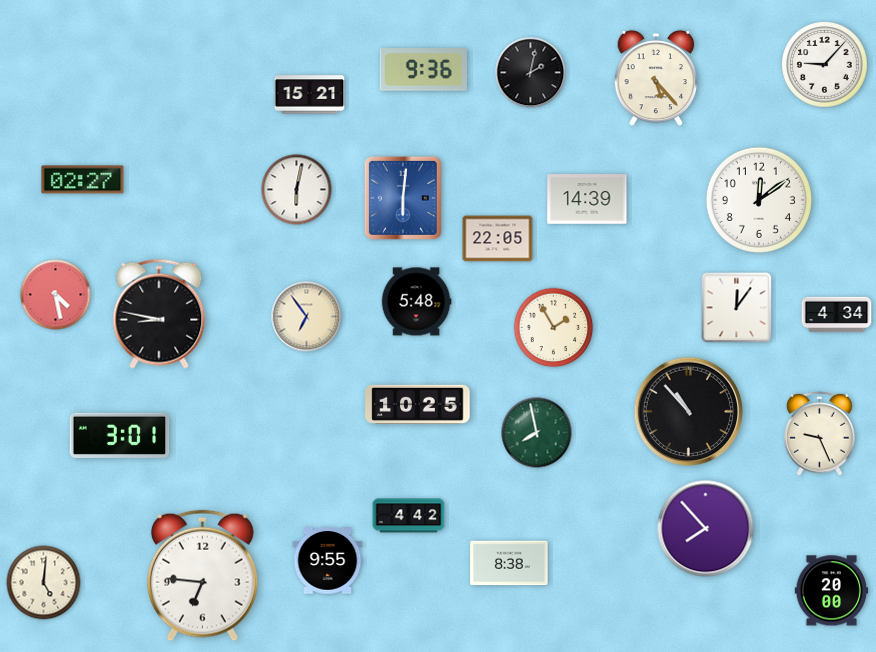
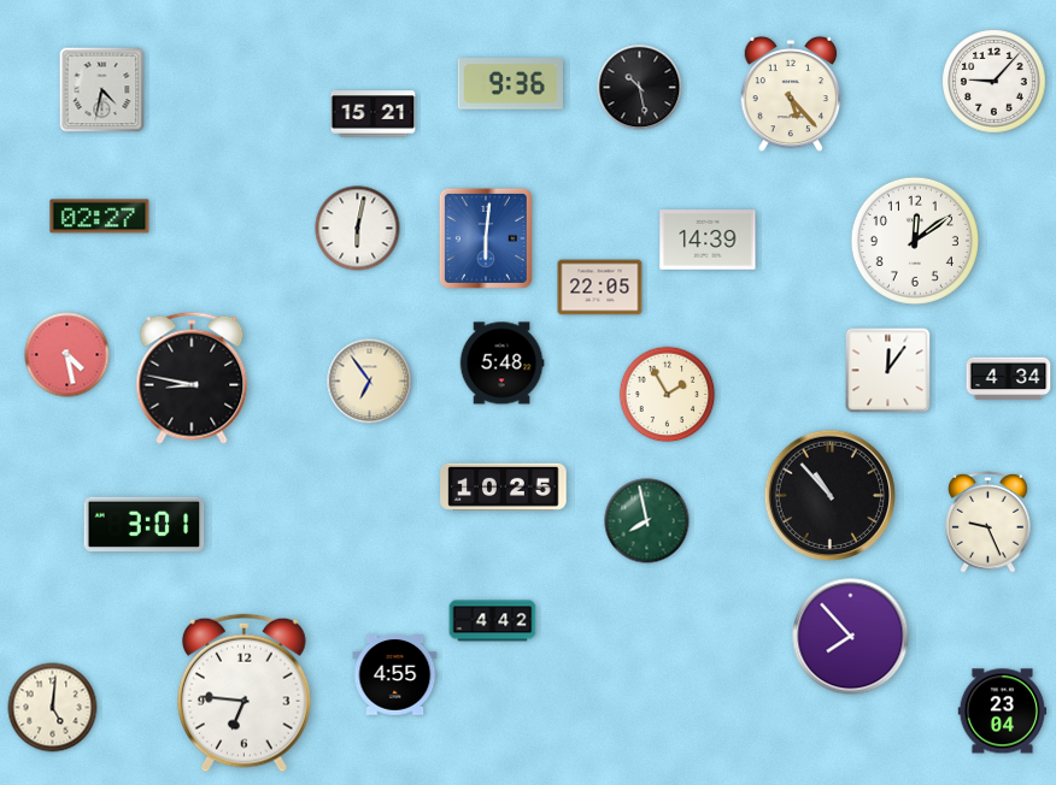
clock at (825, 65) position: (825, 65) -> (995, 82)
clock at (531, 73): 2:02 -> 10:28
clock at (102, 90): none -> 4:32
clock at (328, 561): 9:55 -> 4:55
clock at (509, 563): 8:38 -> none
clock at (44, 583) position: (44, 583) -> (53, 708)
clock at (832, 591): 20:00 -> 23:04
